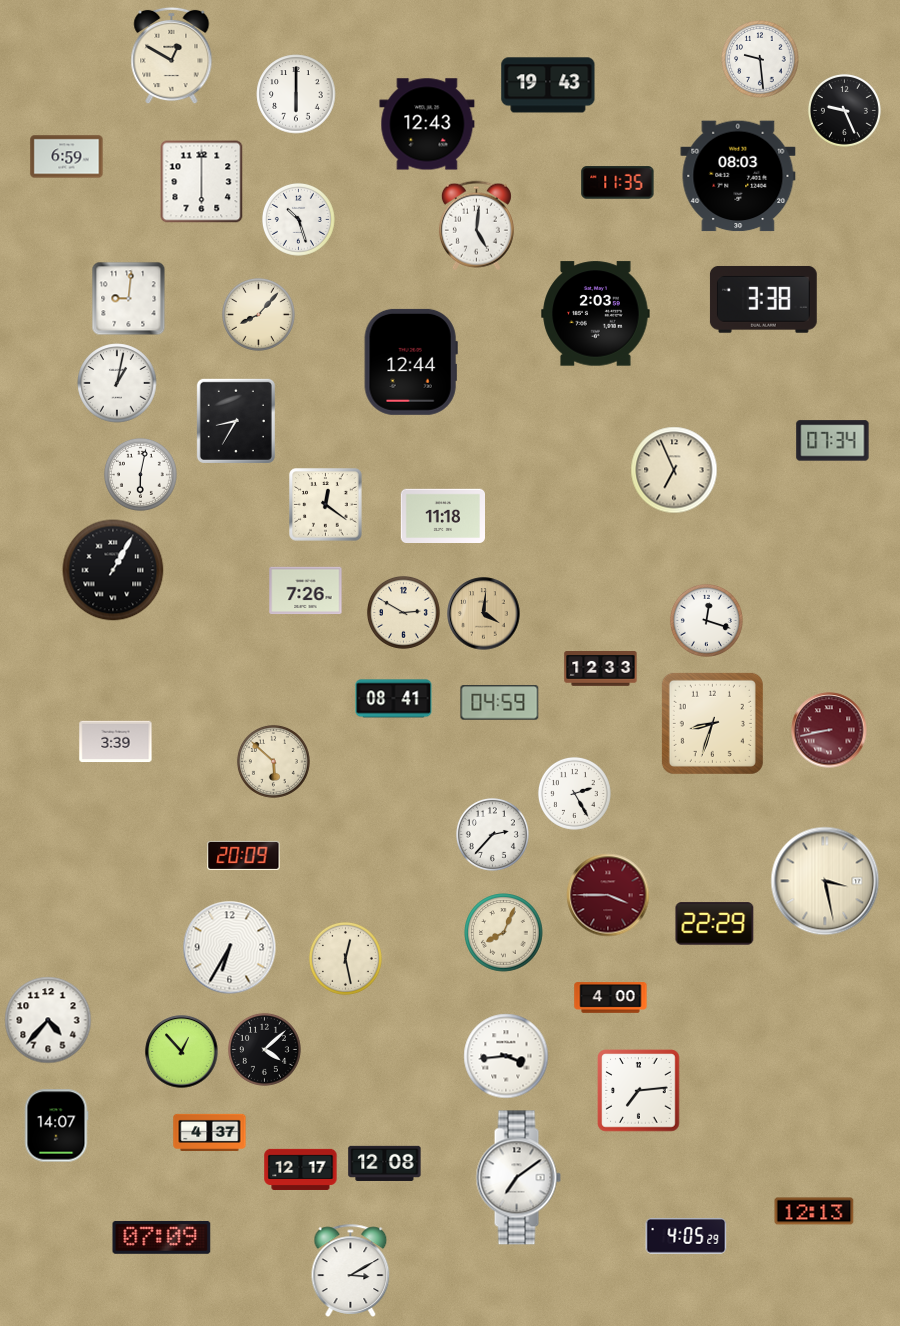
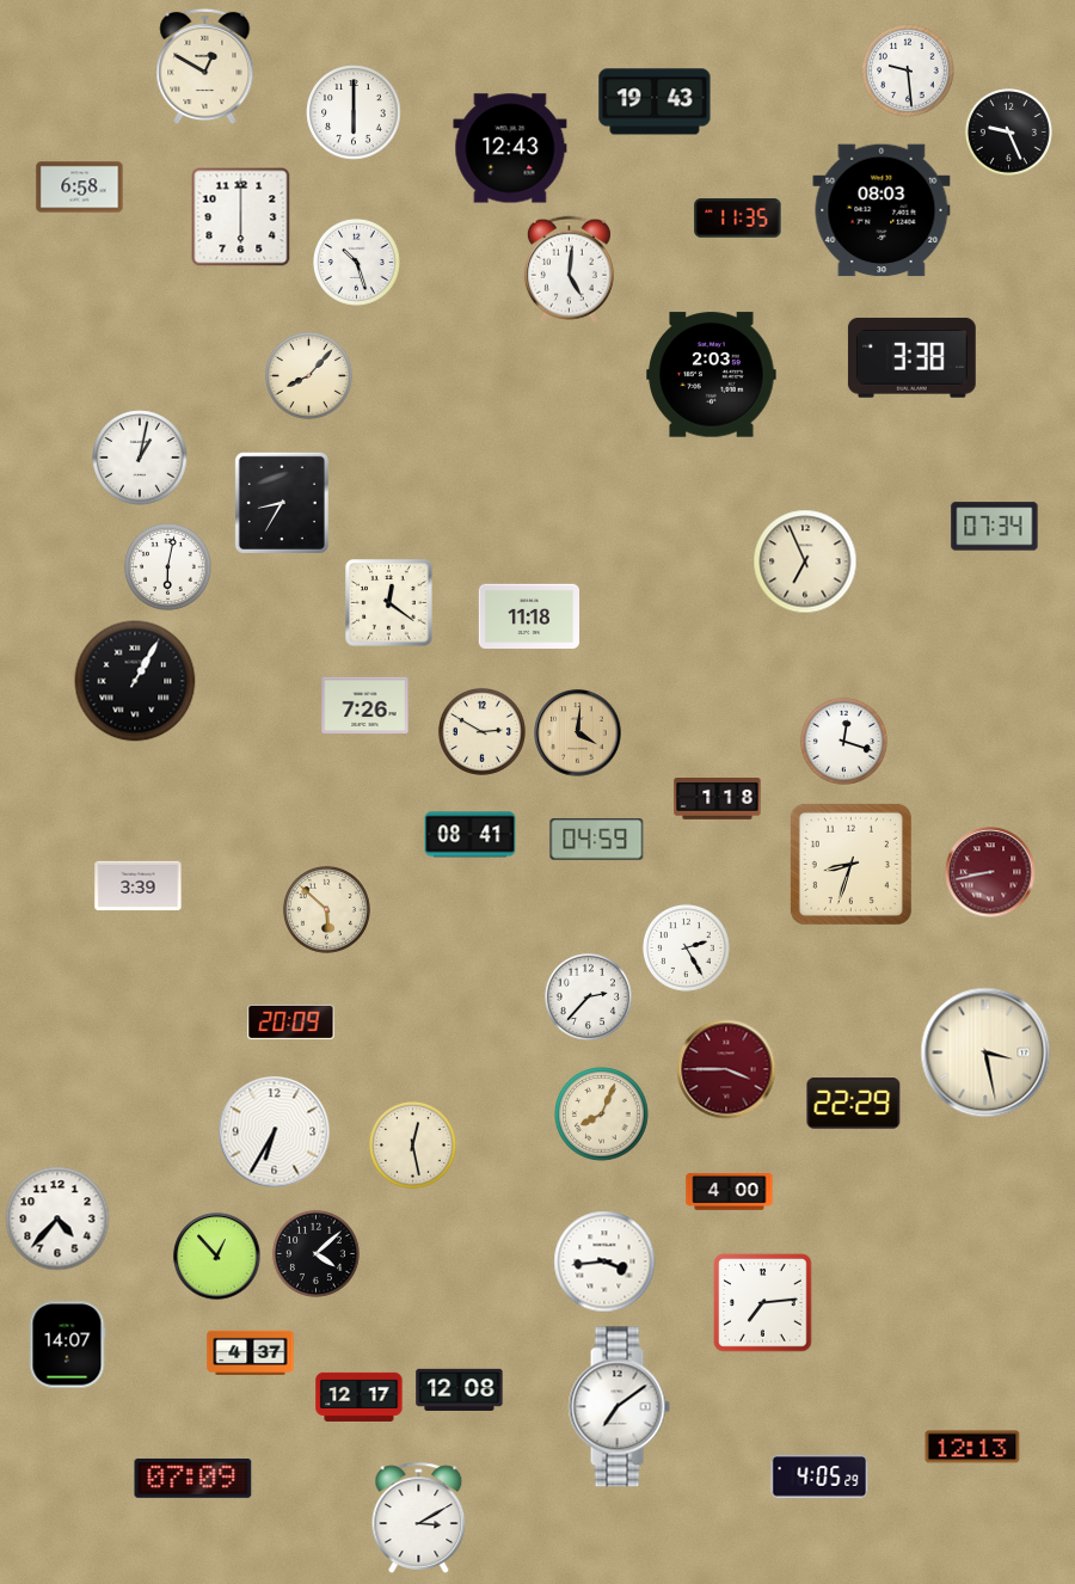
clock at (67, 157): 6:59 -> 6:58
clock at (129, 299): 9:01 -> none
clock at (411, 362): 12:44 -> none
clock at (601, 669): 12:33 -> 1:18
